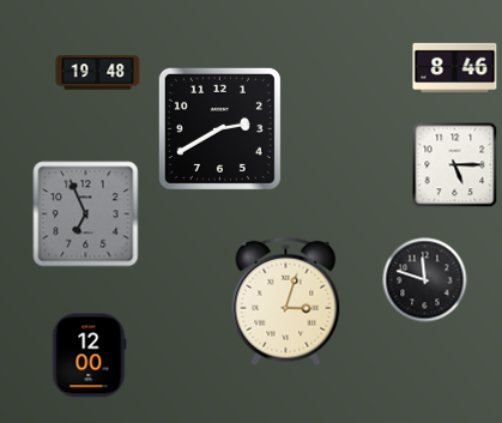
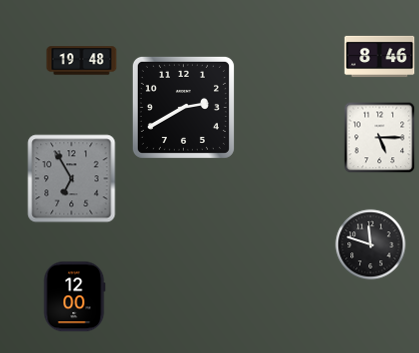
clock at (86, 214): 6:56 -> 6:55
clock at (425, 280) position: (425, 280) -> (371, 245)
clock at (286, 302): 3:03 -> none
